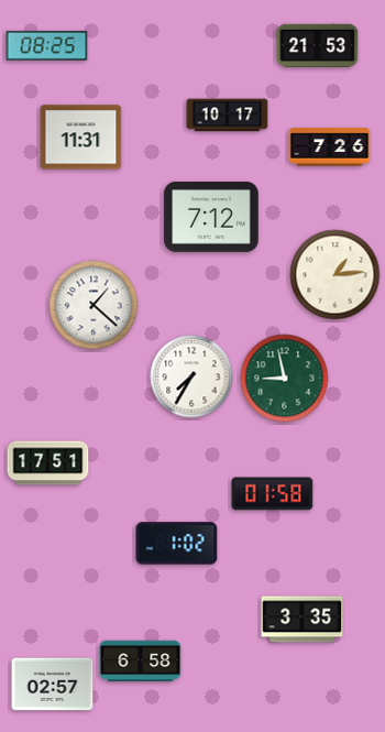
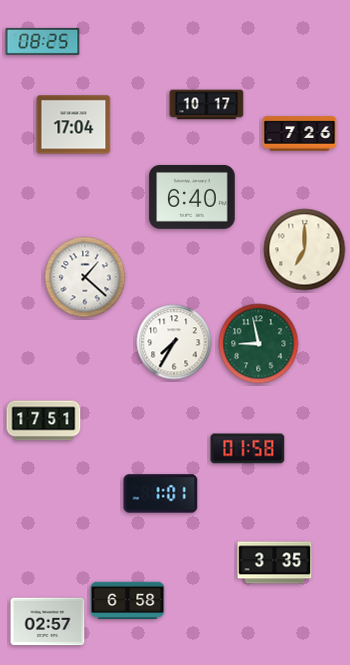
clock at (318, 46): 21:53 -> none
clock at (81, 138): 11:31 -> 17:04
clock at (211, 217): 7:12 -> 6:40
clock at (335, 275): 1:14 -> 7:00
clock at (177, 544): 1:02 -> 1:01
